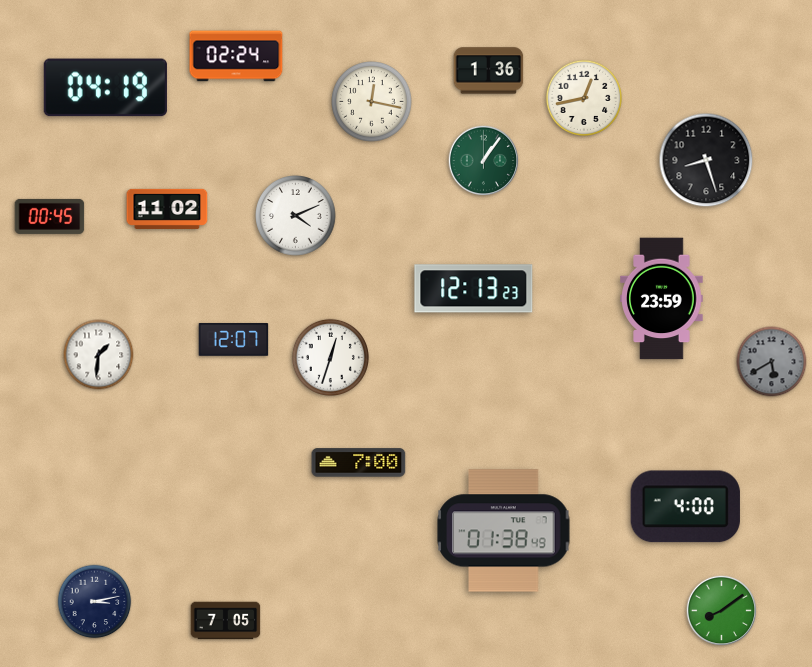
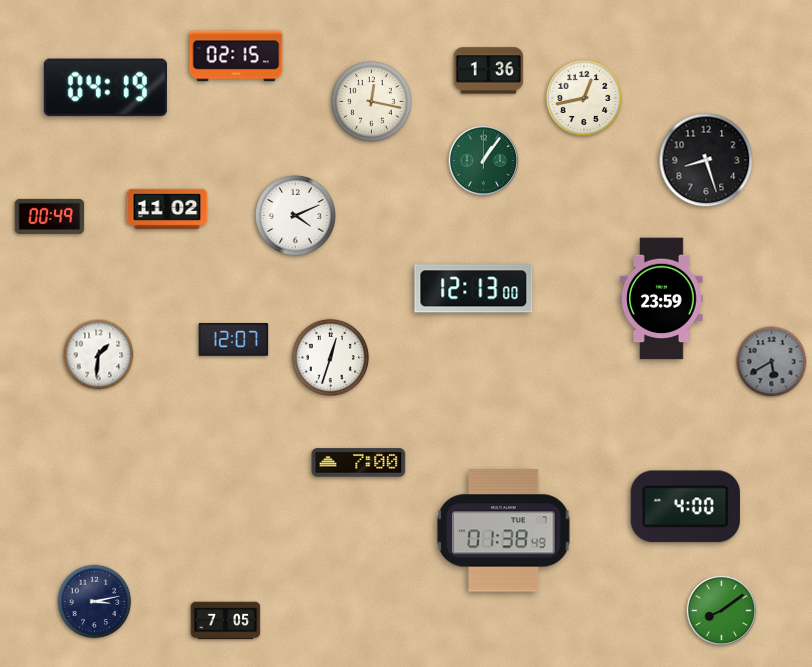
clock at (236, 56): 02:24 -> 02:15
clock at (50, 216): 00:45 -> 00:49
clock at (474, 289): 12:13:23 -> 12:13:00
